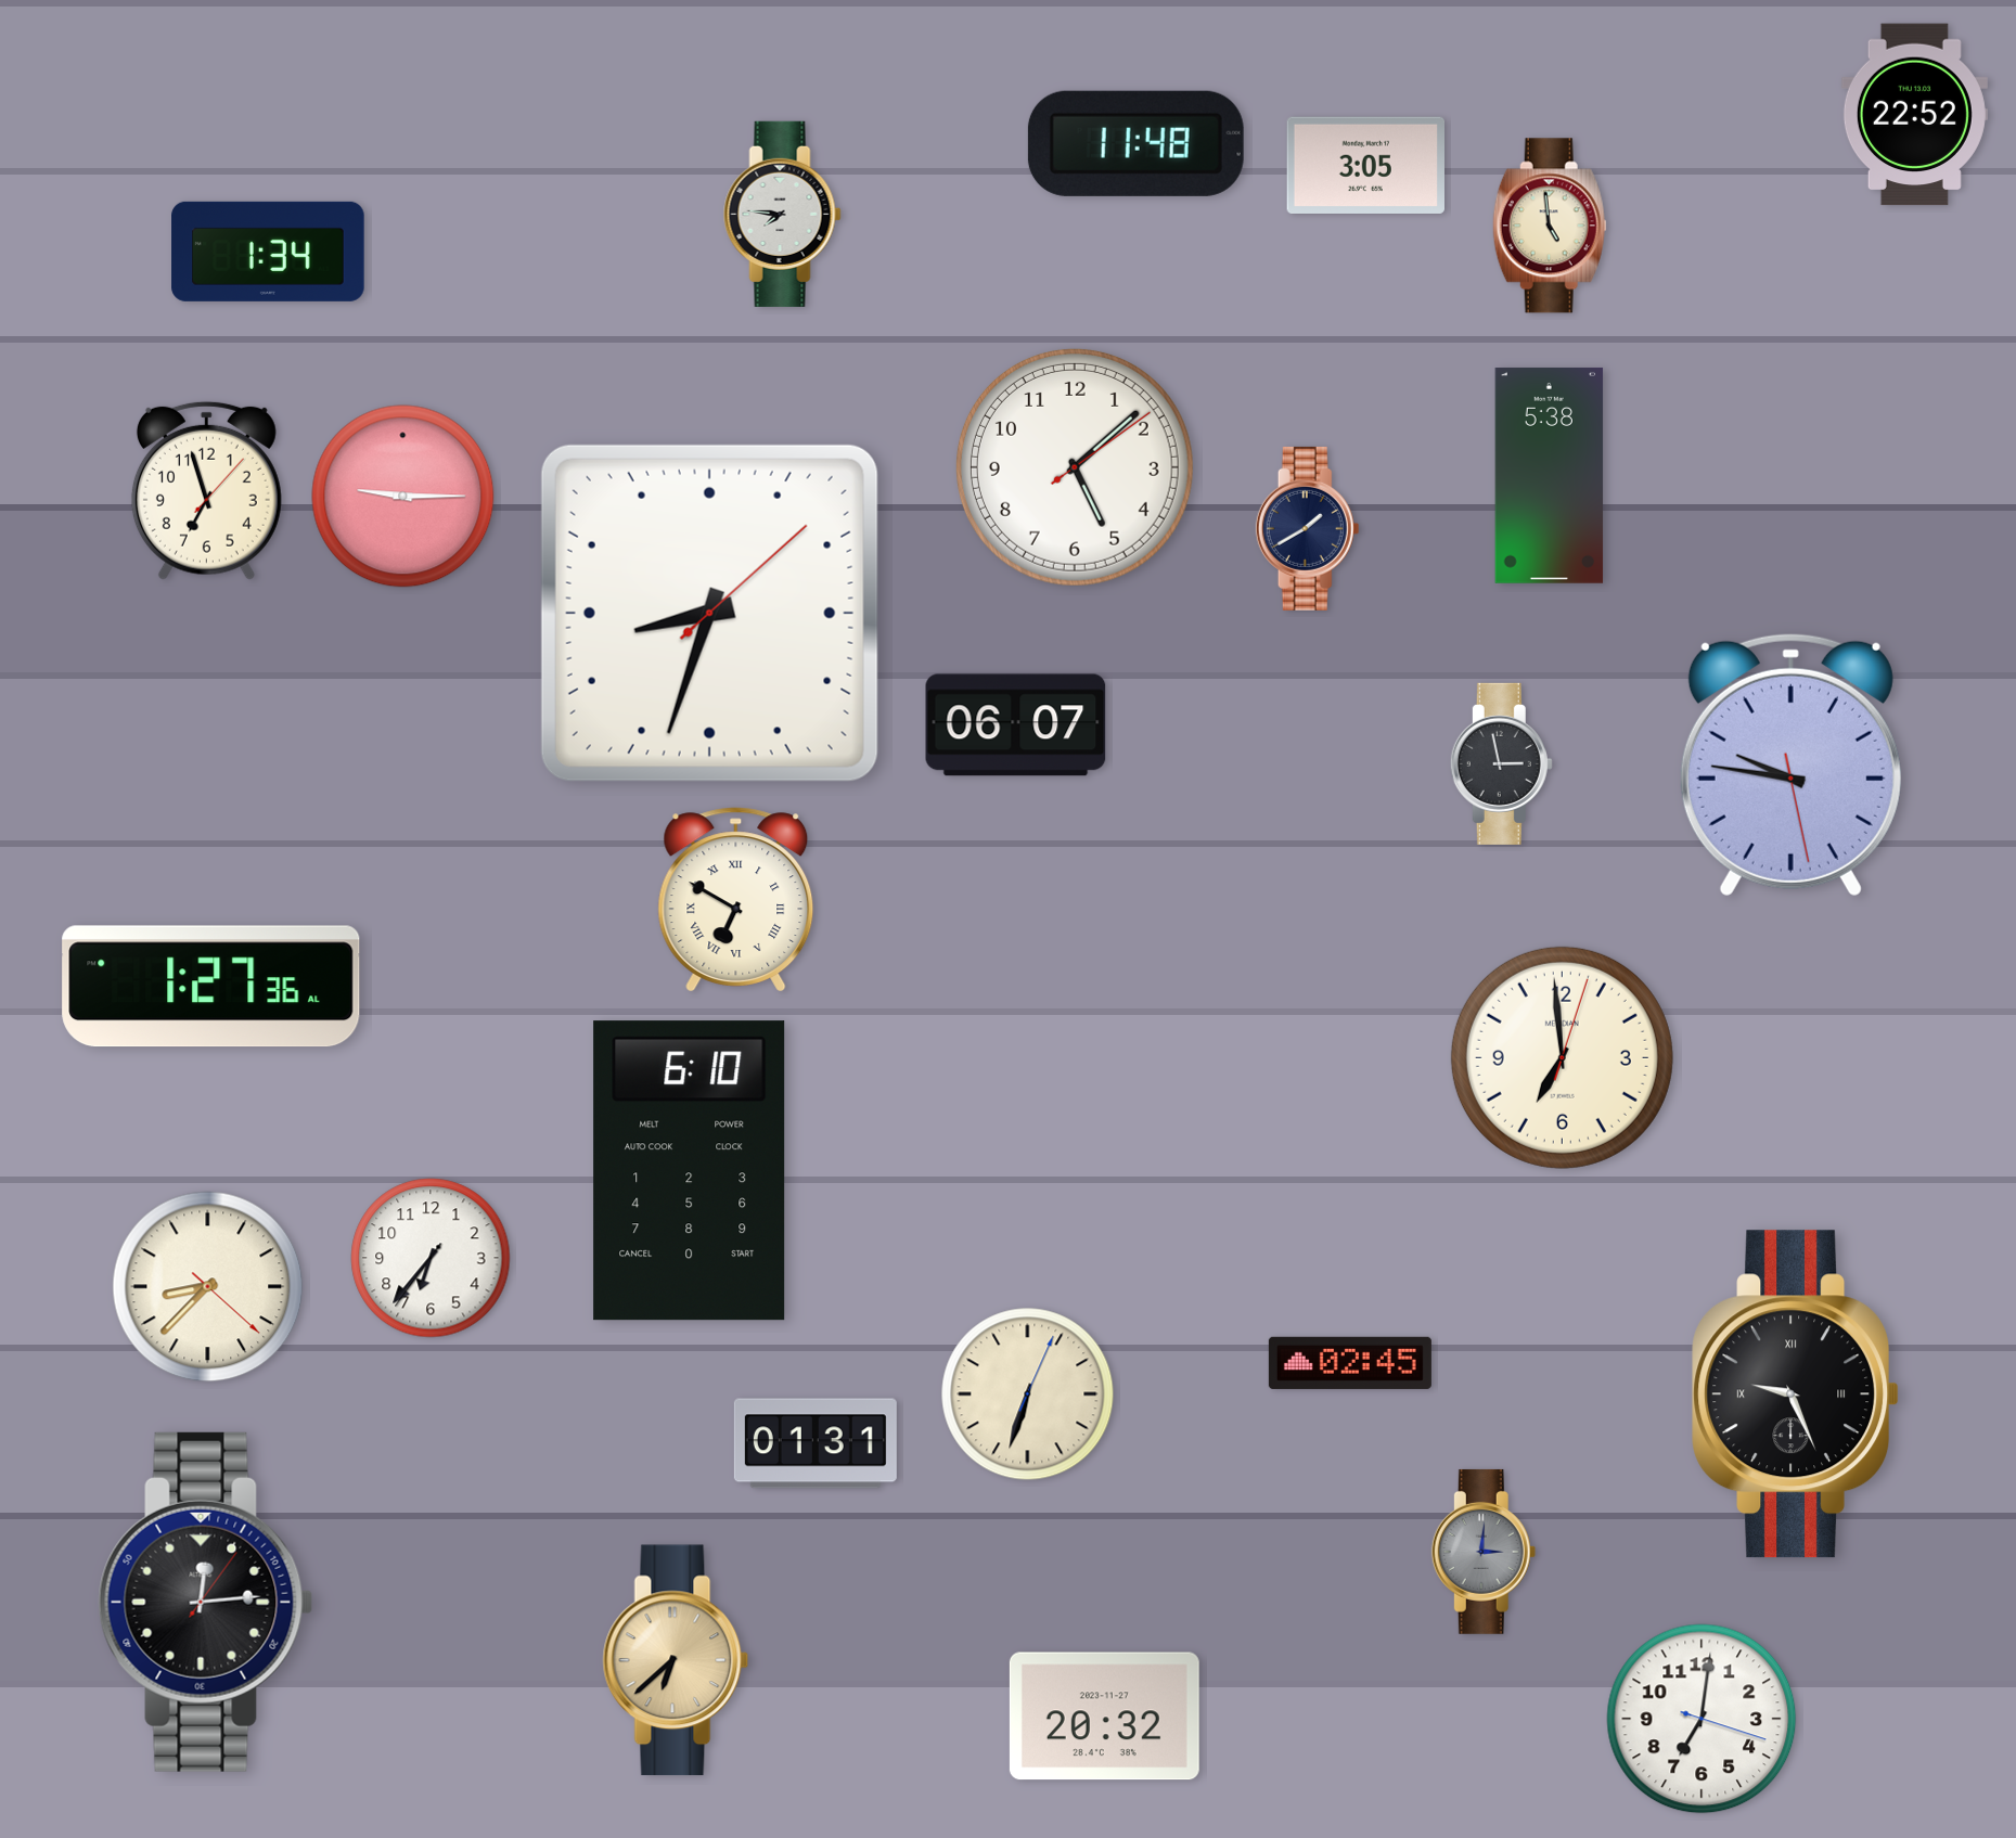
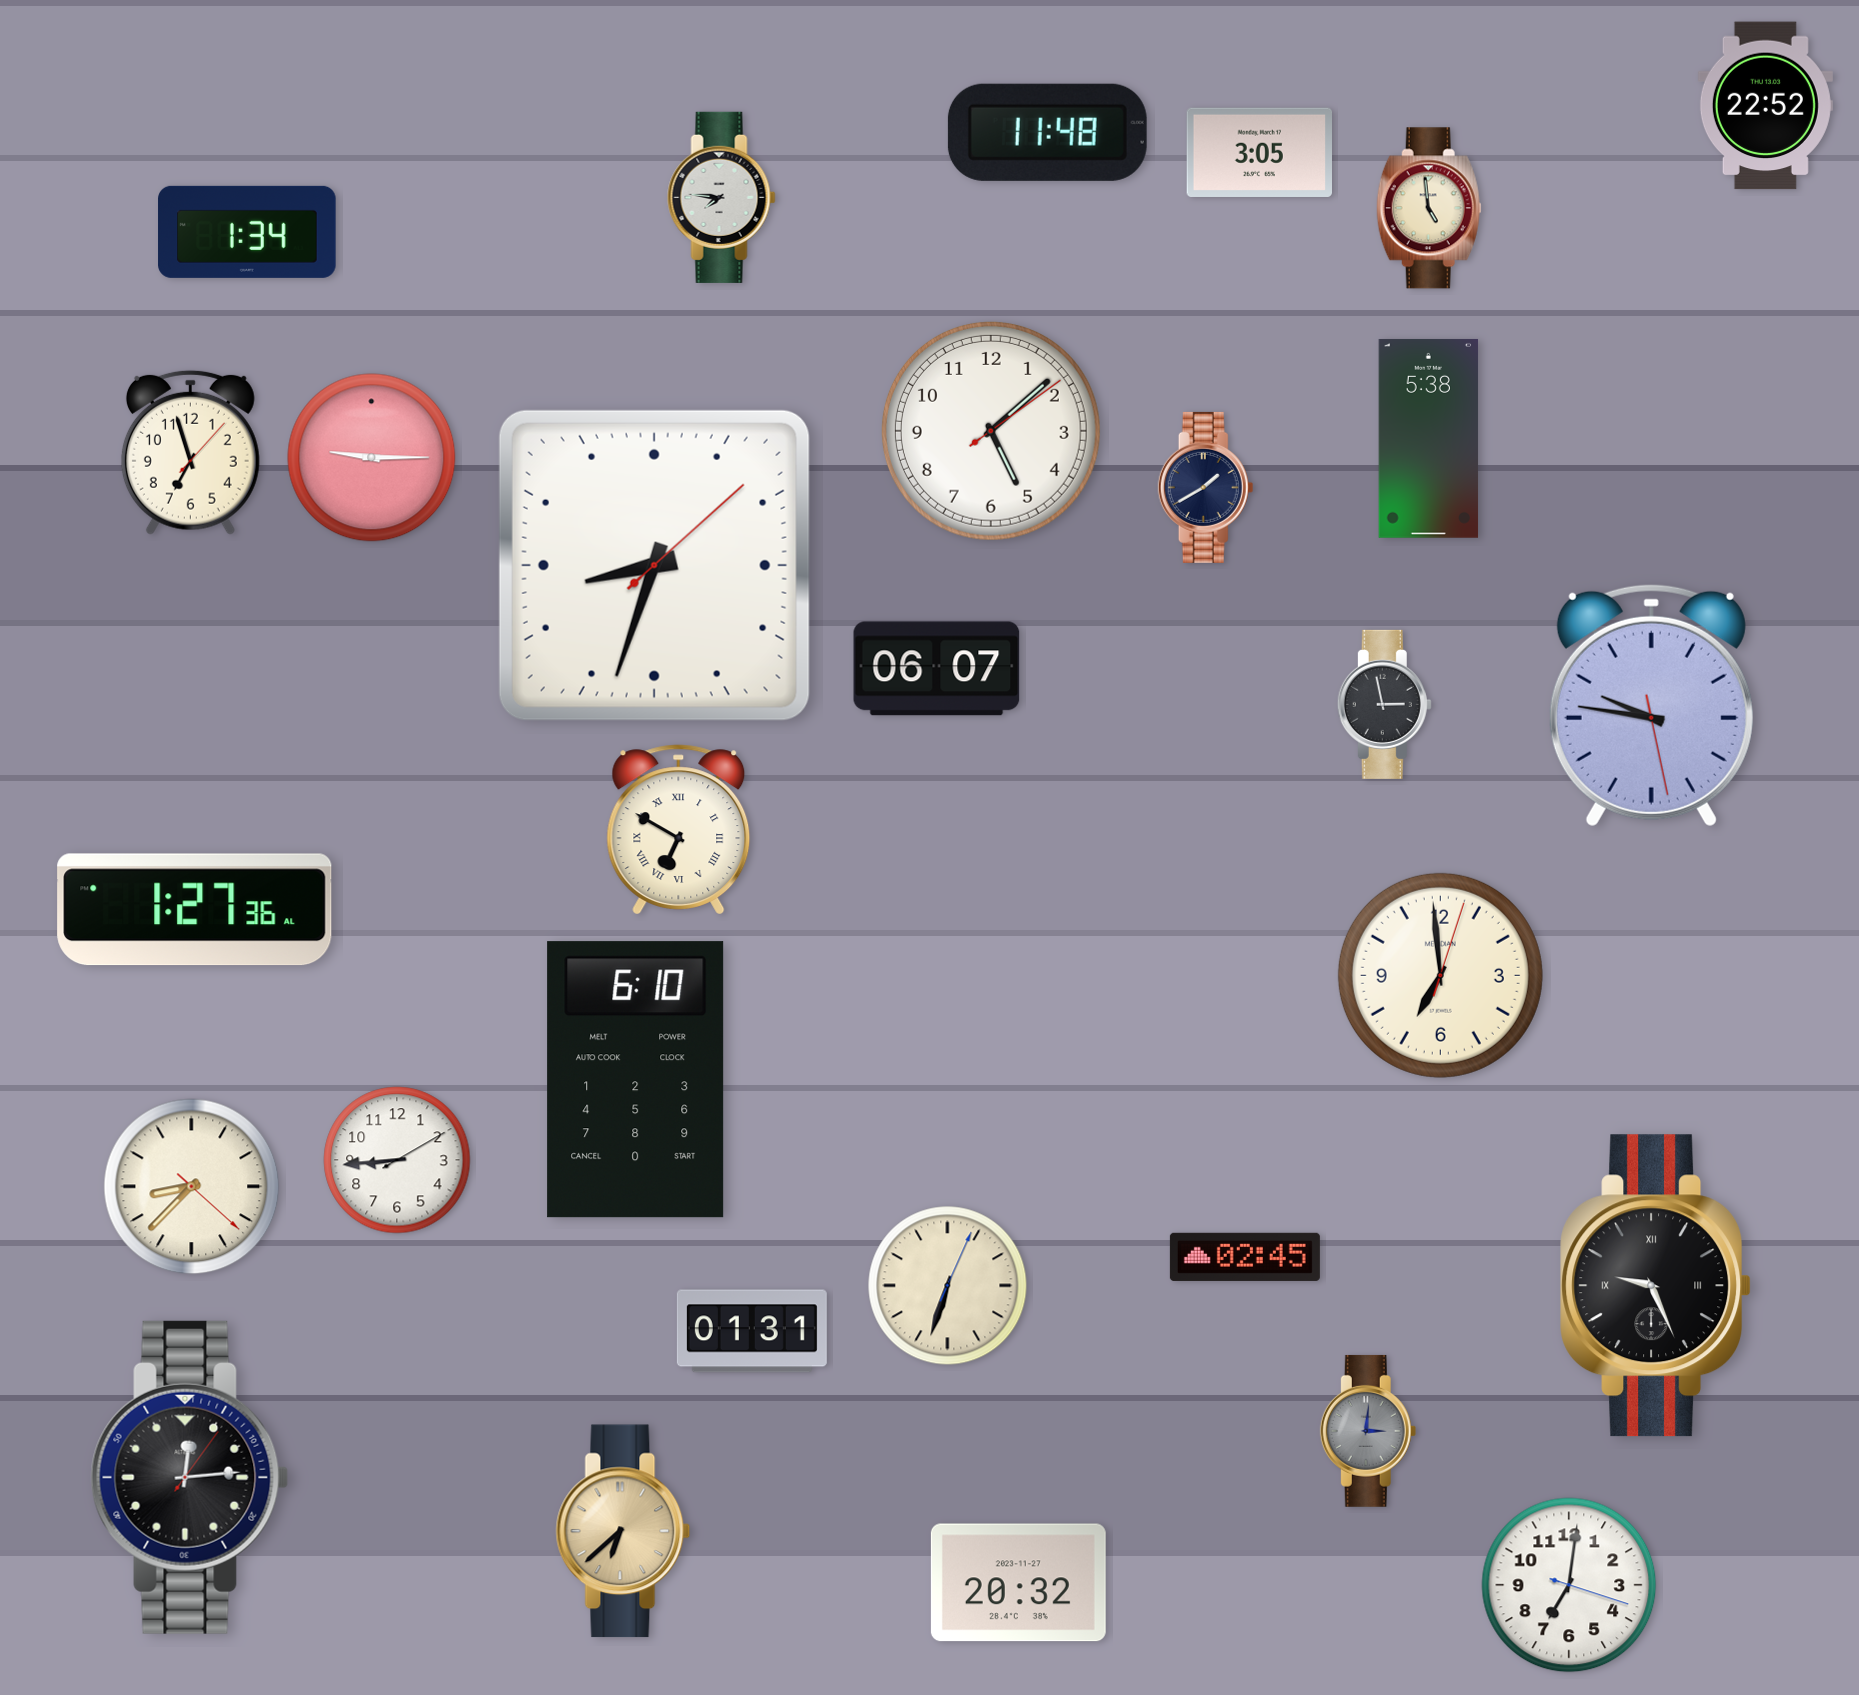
clock at (431, 1258): 6:36 -> 8:44
